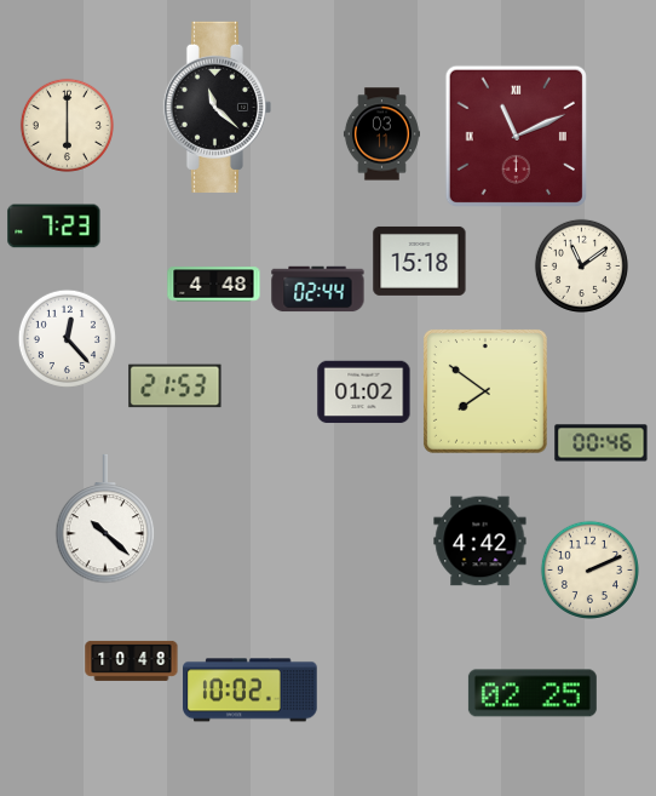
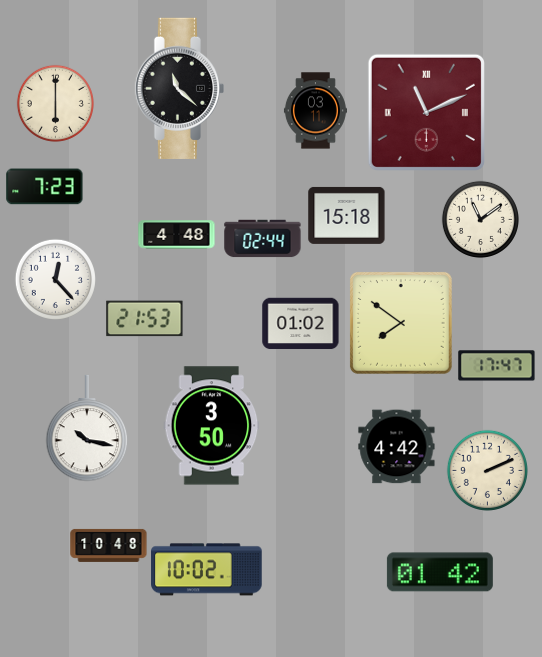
clock at (602, 443): 00:46 -> 17:47
clock at (212, 426): none -> 3:50
clock at (105, 519): 10:22 -> 10:17
clock at (533, 693): 02:25 -> 01:42
